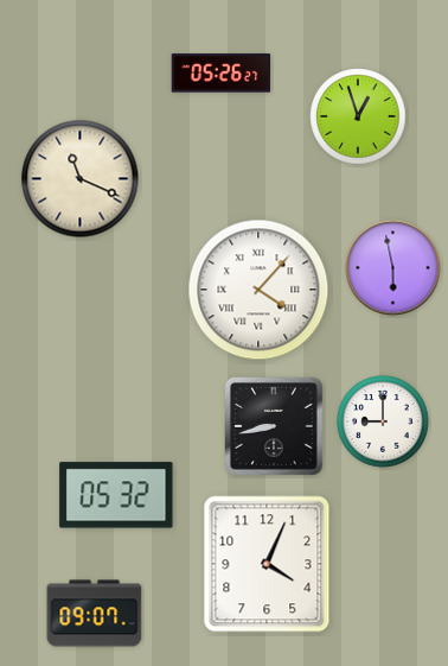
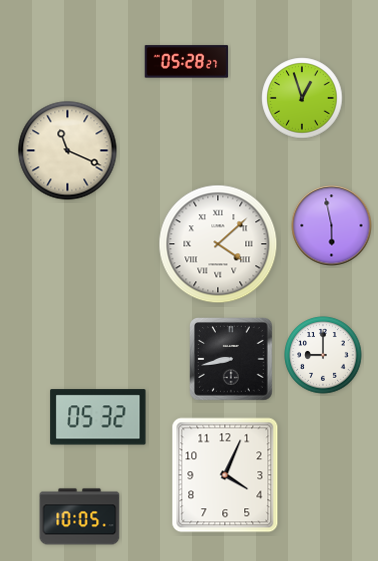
clock at (222, 74): 05:26 -> 05:28
clock at (258, 290): 4:07 -> 4:08
clock at (95, 614): 09:07 -> 10:05
